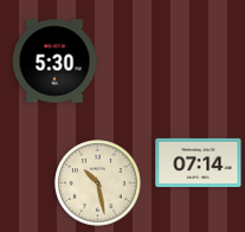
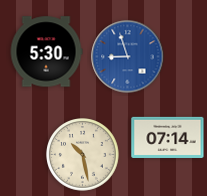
clock at (128, 57): none -> 8:57
